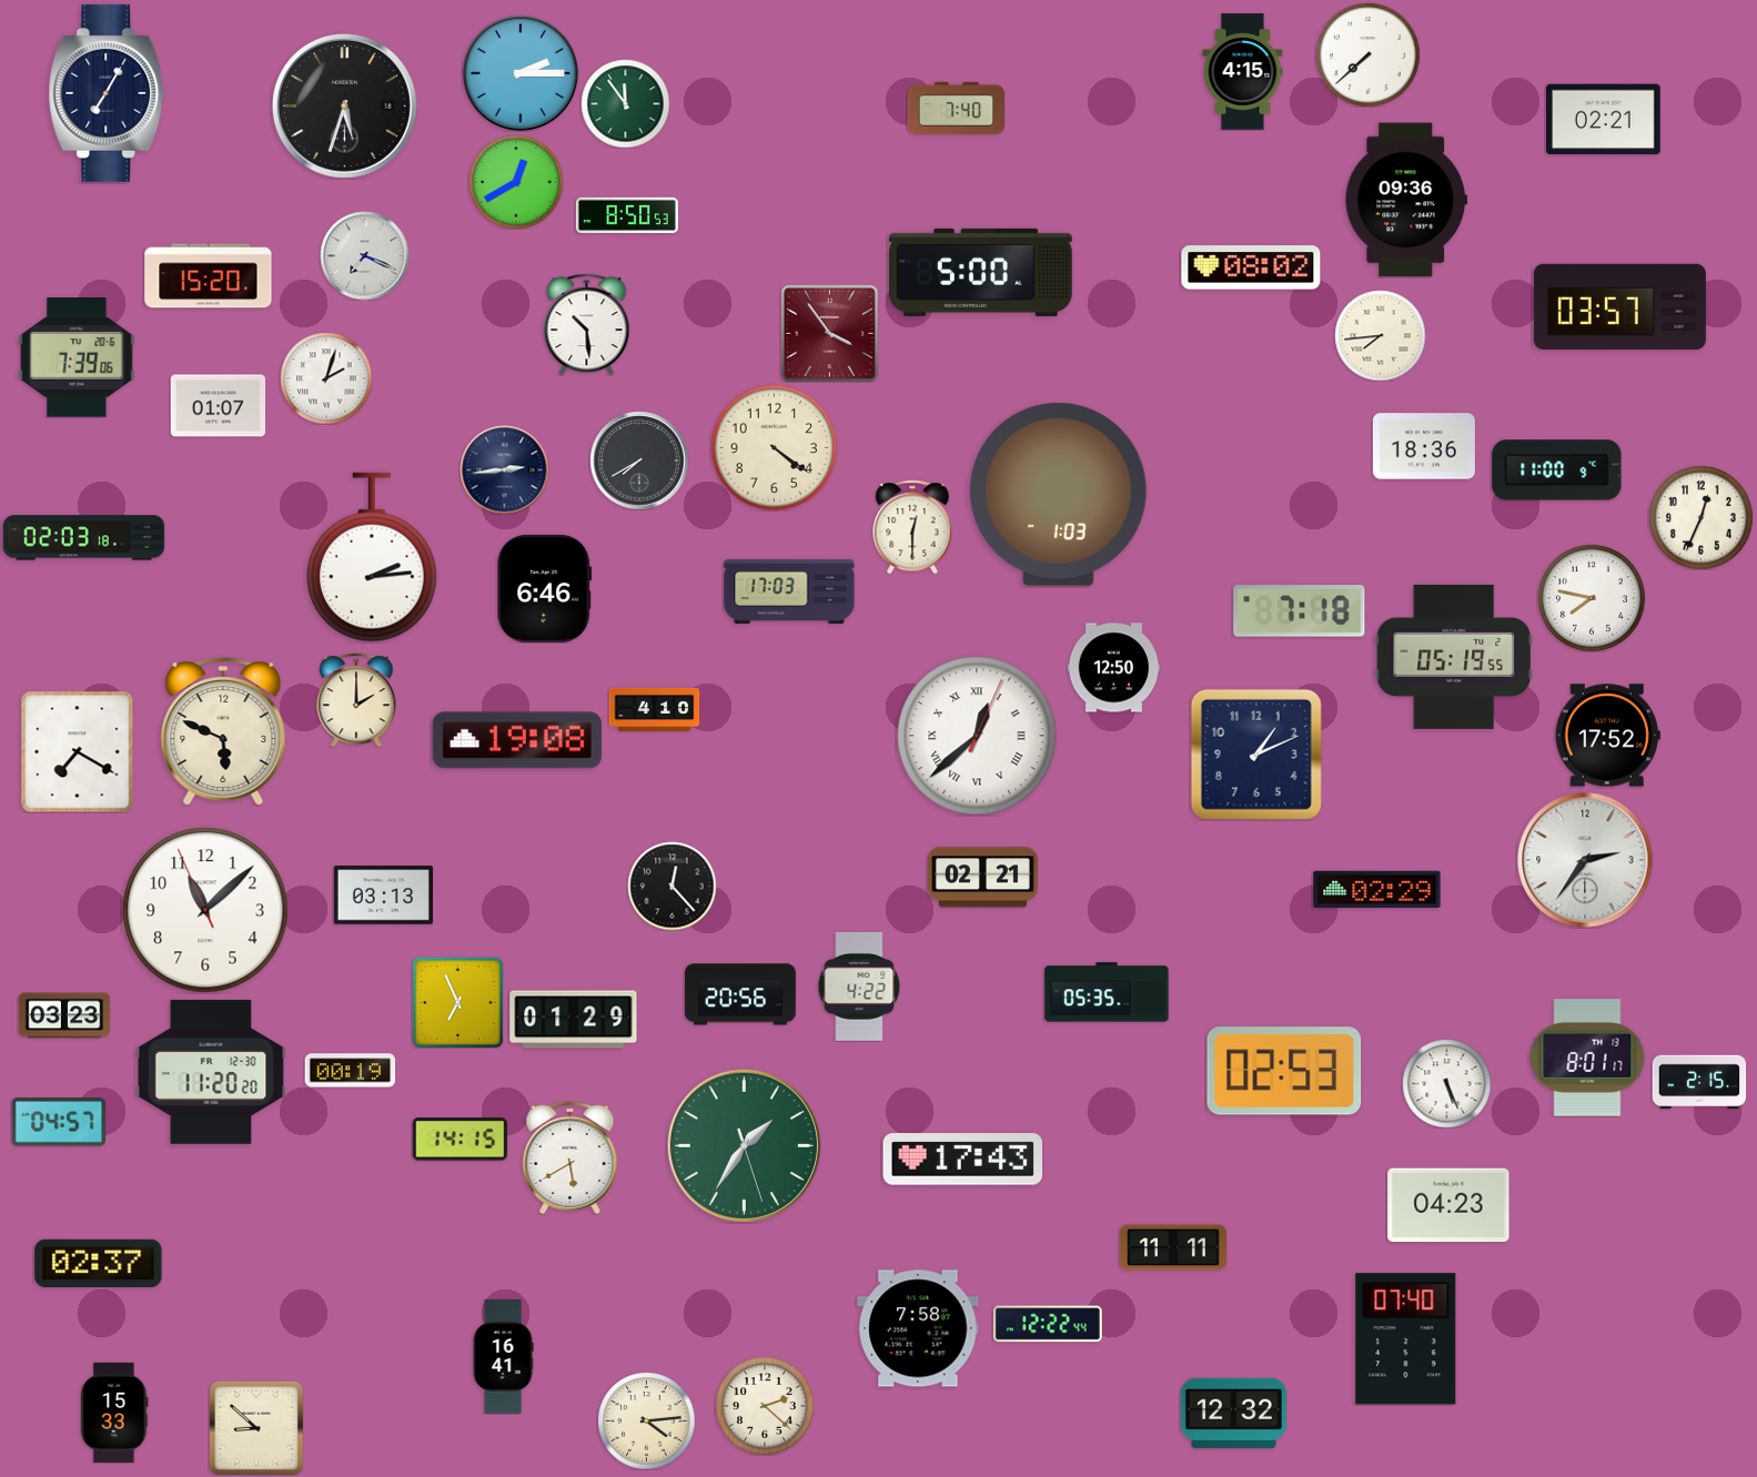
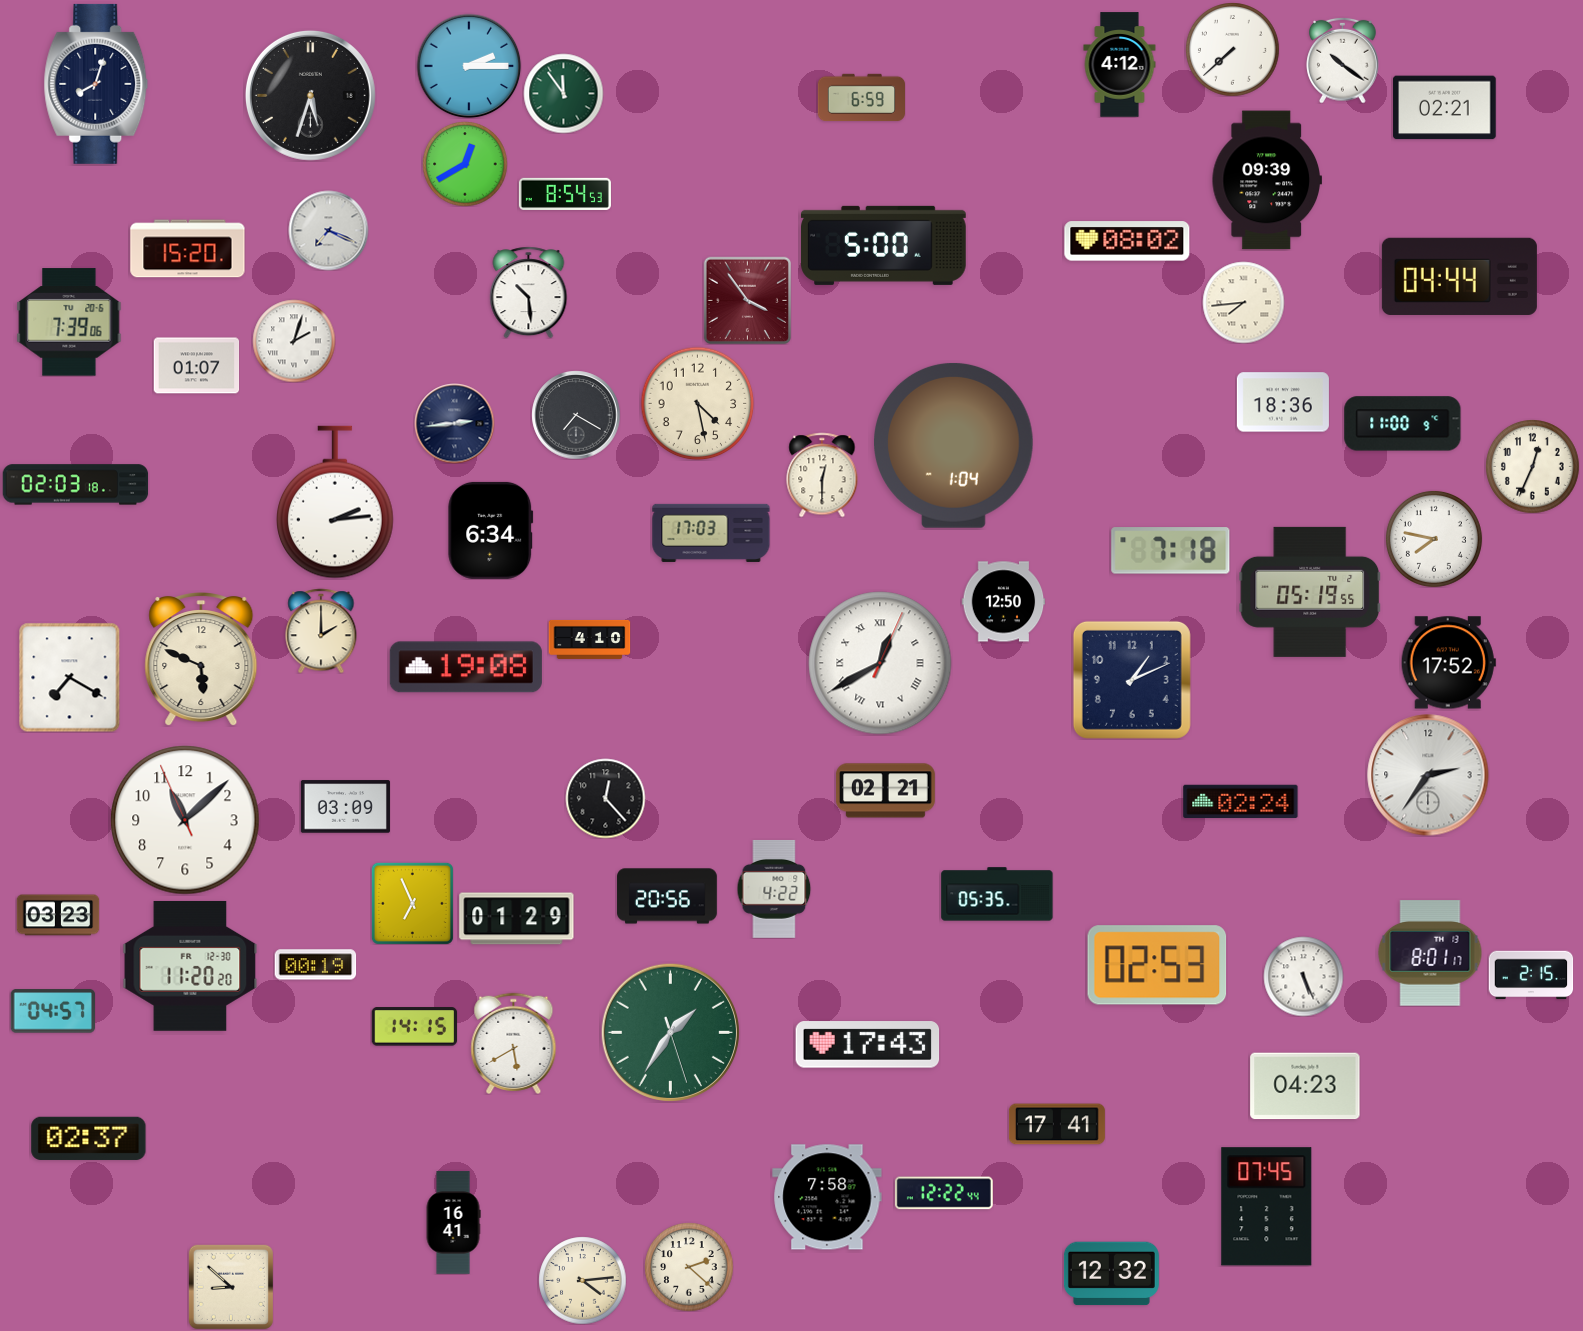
clock at (1343, 60): none -> 10:21
clock at (1243, 72): 4:15 -> 4:12
clock at (107, 93): 7:05 -> 8:03
clock at (956, 109): 7:40 -> 6:59
clock at (1405, 200): 09:36 -> 09:39
clock at (627, 215): 8:50 -> 8:54
clock at (1619, 306): 03:57 -> 04:44
clock at (774, 447): 4:21 -> 4:28
clock at (639, 461): 7:40 -> 7:20
clock at (1059, 494): 1:03 -> 1:04
clock at (545, 588): 6:46 -> 6:34
clock at (977, 736): 12:38 -> 12:40
clock at (1377, 890): 02:29 -> 02:24
clock at (383, 896): 03:13 -> 03:09
clock at (1173, 1247): 11:11 -> 17:41
clock at (1406, 1339): 07:40 -> 07:45
clock at (114, 1413): 15:33 -> none
